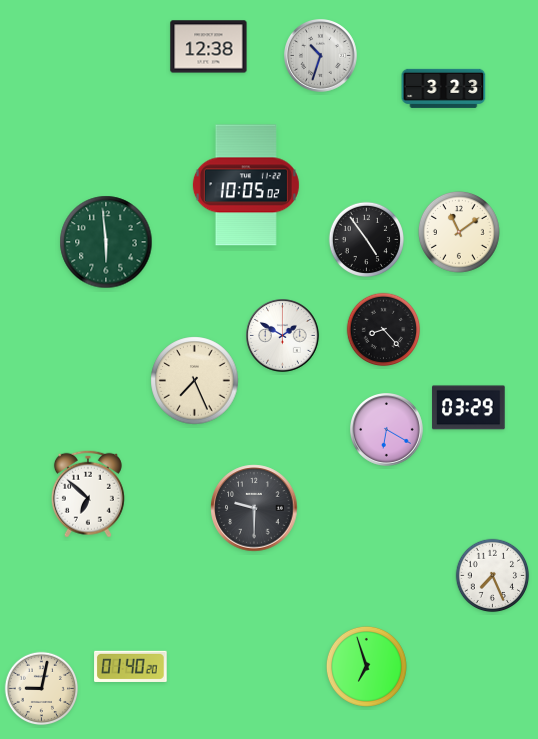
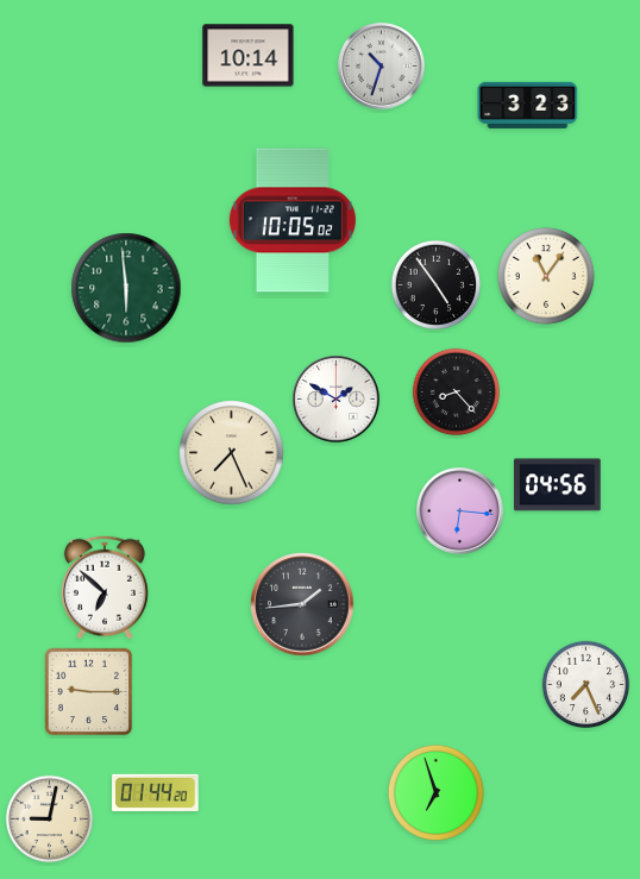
clock at (209, 47): 12:38 -> 10:14
clock at (459, 232): 11:09 -> 11:06
clock at (469, 408): 03:29 -> 04:56
clock at (387, 430): 6:20 -> 6:16
clock at (254, 508): 9:30 -> 1:44
clock at (89, 692): none -> 9:15
clock at (131, 666): 01:40 -> 01:44
